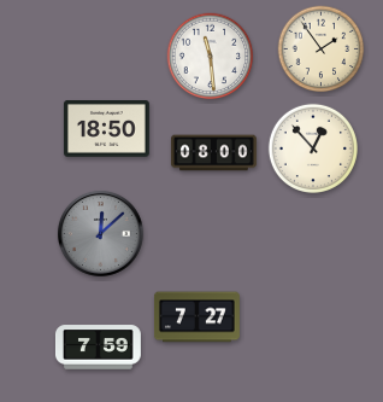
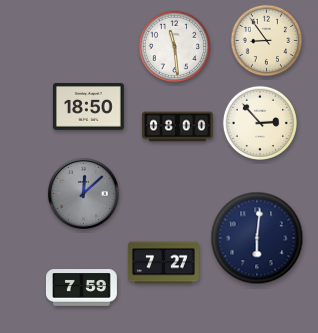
clock at (322, 49): 1:54 -> 8:54
clock at (312, 147): 12:53 -> 2:53
clock at (257, 238): none -> 6:01
